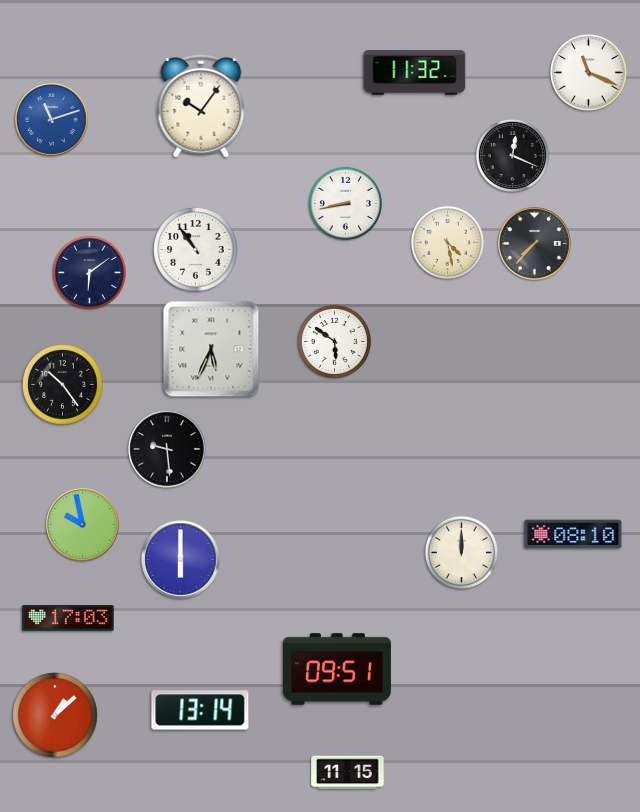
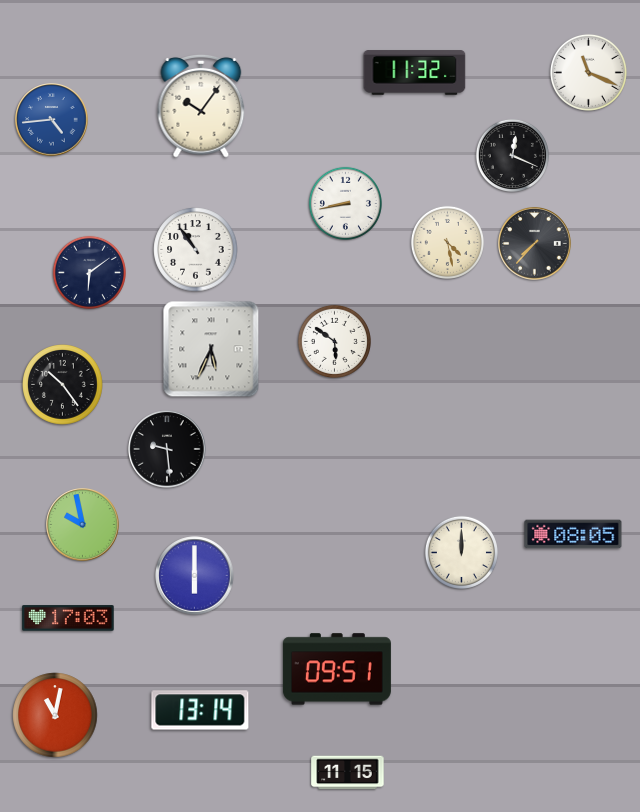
clock at (52, 120): 11:12 -> 4:44
clock at (573, 534): 08:10 -> 08:05
clock at (181, 560) position: (181, 560) -> (195, 576)
clock at (55, 715): 1:08 -> 11:02
